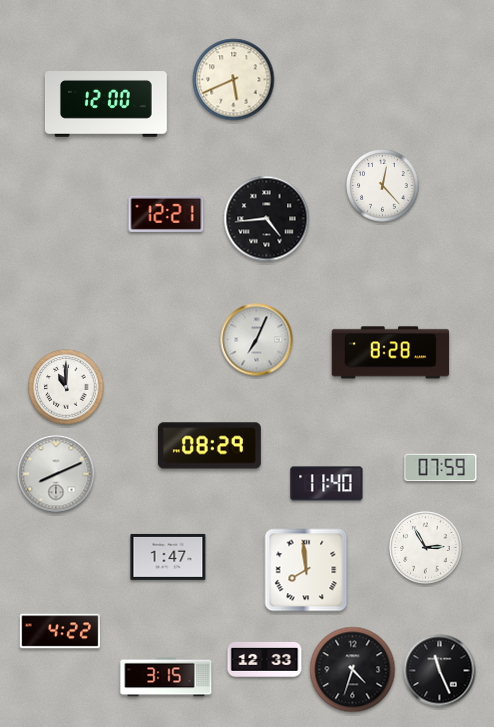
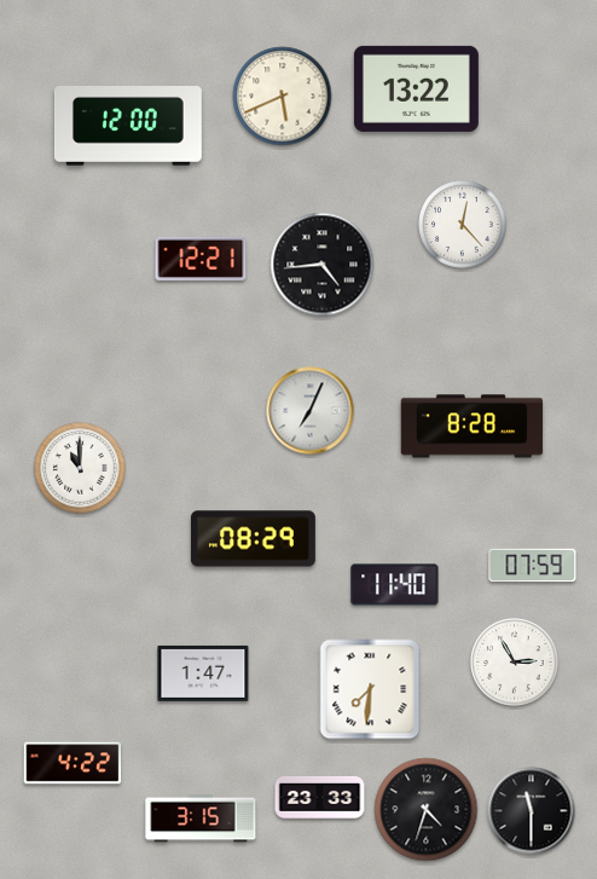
clock at (416, 88): none -> 13:22
clock at (56, 474): 8:11 -> none
clock at (306, 570): 7:59 -> 7:31
clock at (265, 659): 12:33 -> 23:33
clock at (440, 671): 11:26 -> 11:30
